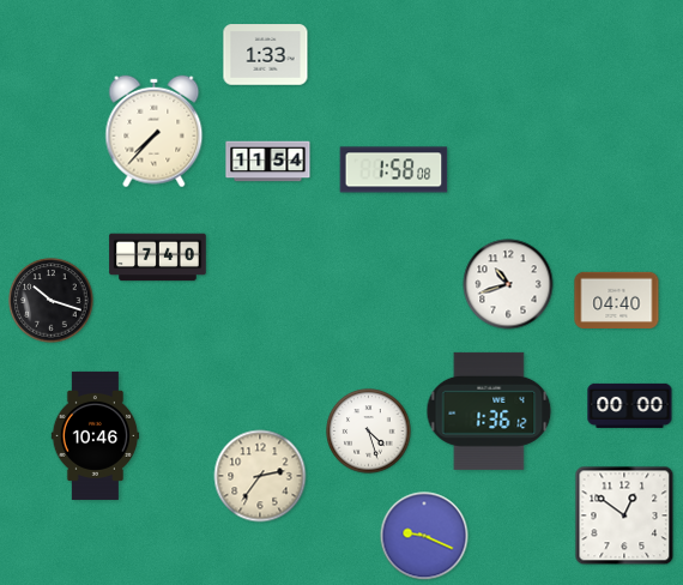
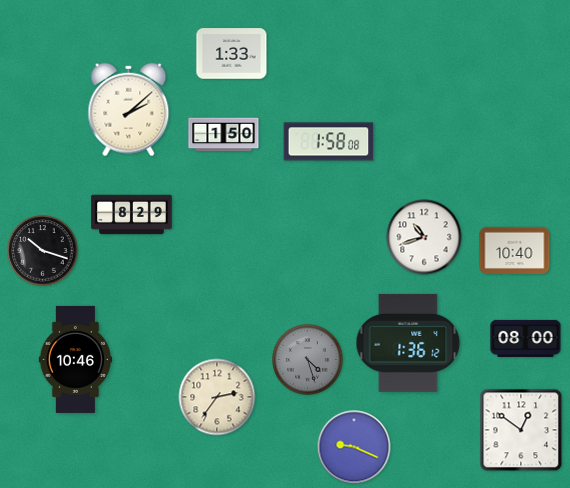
clock at (266, 55) position: (266, 55) -> (232, 54)
clock at (155, 132): 7:37 -> 2:08
clock at (268, 162): 11:54 -> 1:50
clock at (158, 258): 7:40 -> 8:29
clock at (617, 300): 04:40 -> 10:40
clock at (630, 405): 00:00 -> 08:00
clock at (369, 432) dial: white -> grey
clock at (96, 435) position: (96, 435) -> (76, 359)
